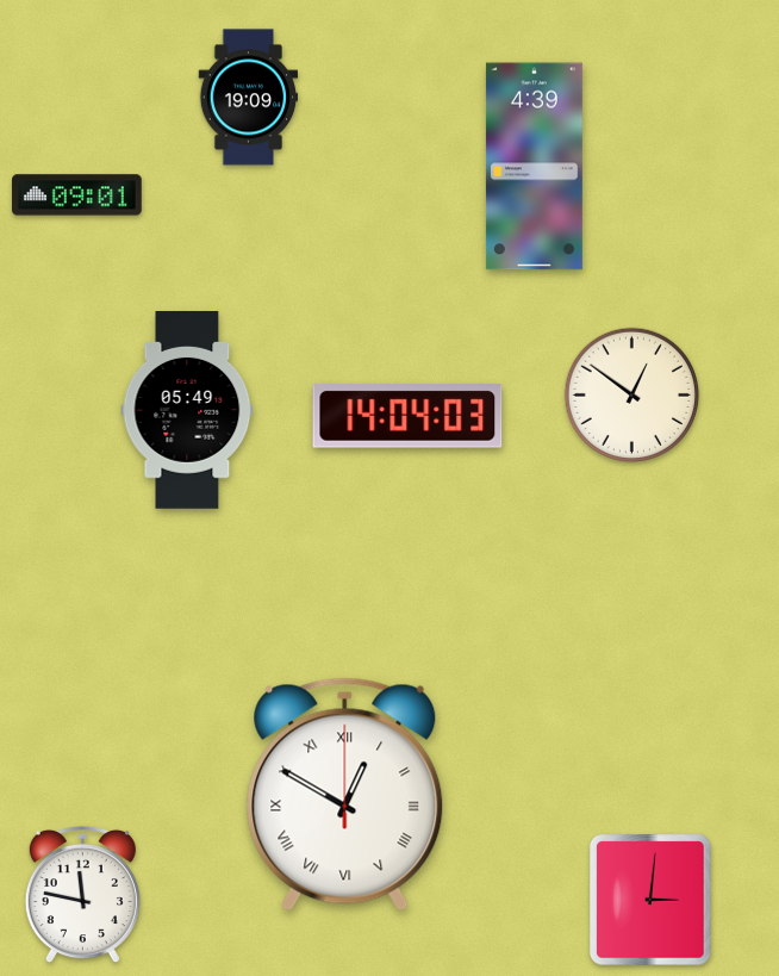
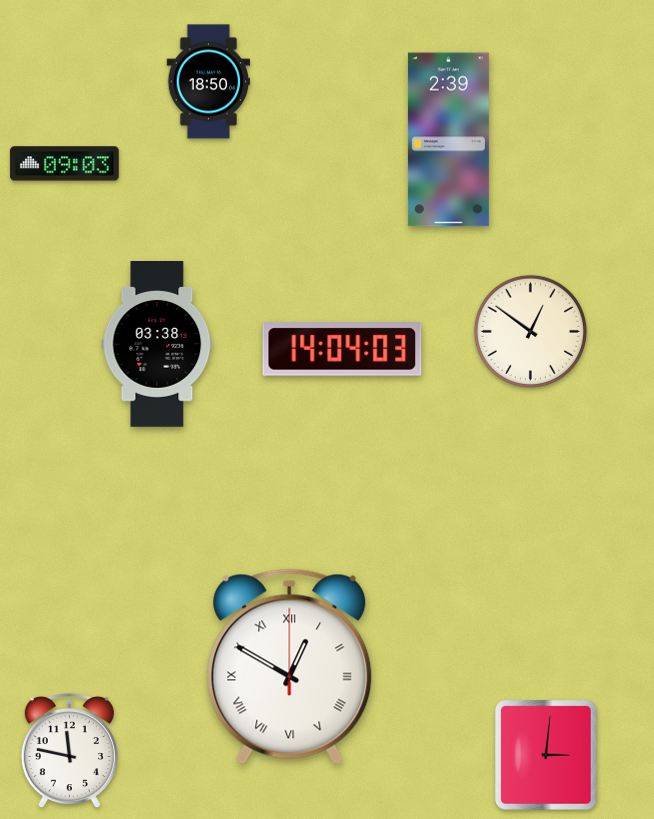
clock at (249, 98): 19:09 -> 18:50
clock at (534, 167): 4:39 -> 2:39
clock at (77, 195): 09:01 -> 09:03
clock at (187, 411): 05:49 -> 03:38
